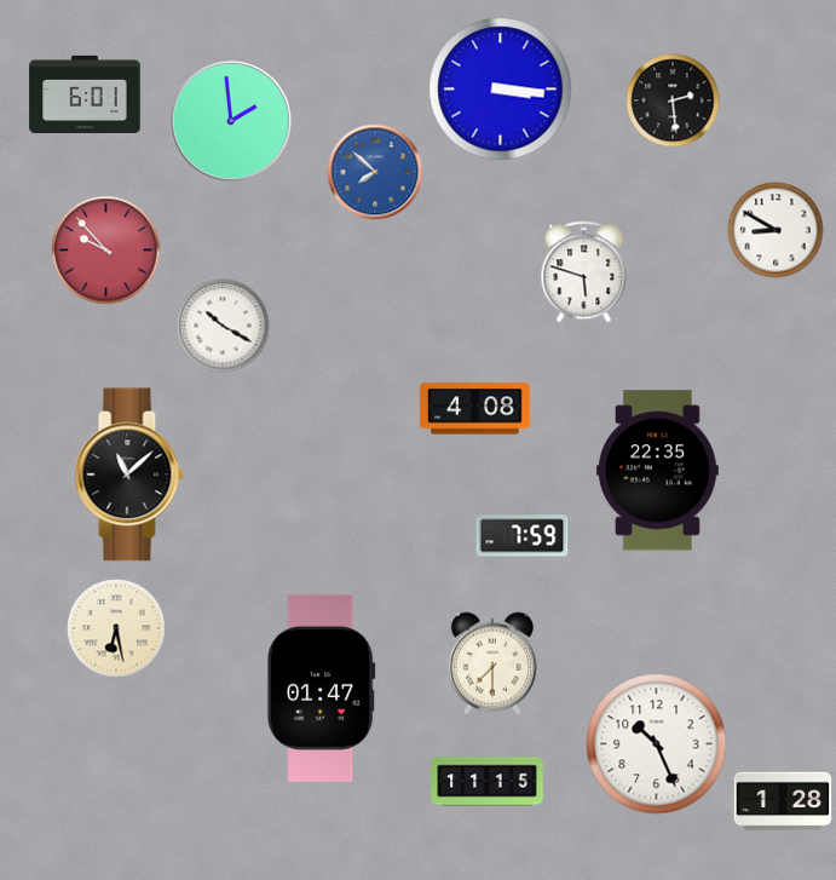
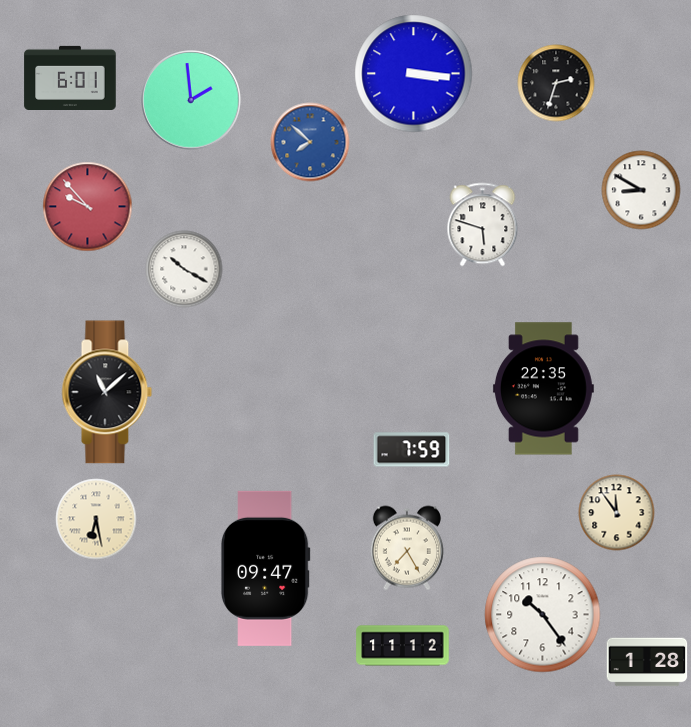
clock at (673, 100): 2:29 -> 2:33
clock at (475, 409): 4:08 -> none
clock at (523, 536) position: (523, 536) -> (412, 450)
clock at (617, 513): none -> 11:54
clock at (492, 663): 7:30 -> 7:25
clock at (321, 688): 01:47 -> 09:47
clock at (657, 744): 10:26 -> 10:24
clock at (488, 782): 11:15 -> 11:12
